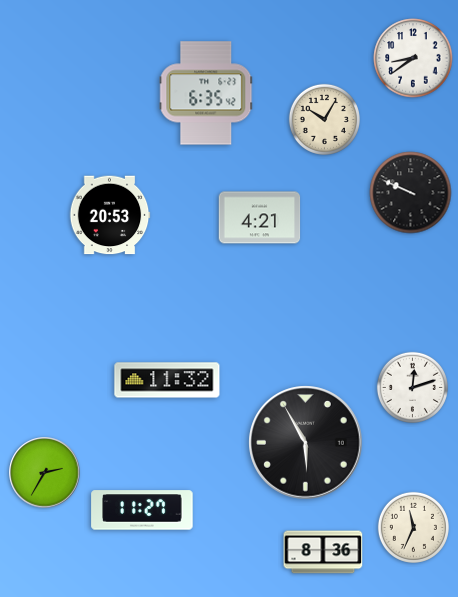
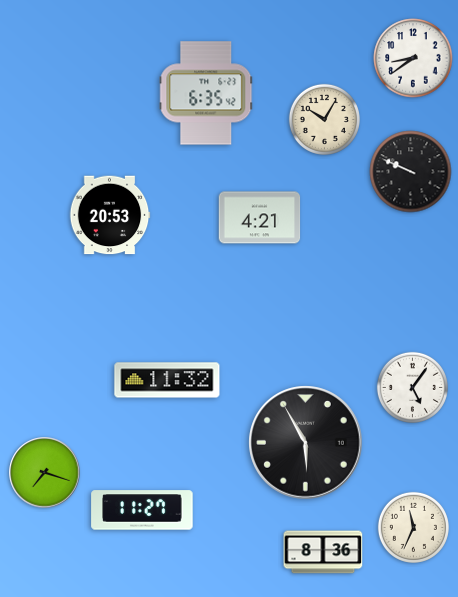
clock at (411, 193) position: (411, 193) -> (411, 172)
clock at (412, 387): 12:12 -> 5:06
clock at (45, 473): 2:35 -> 7:18
